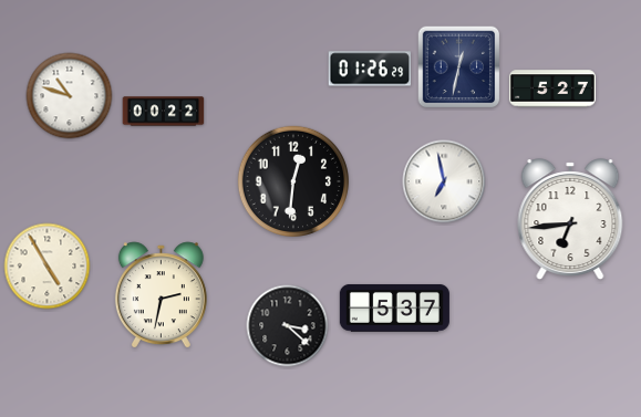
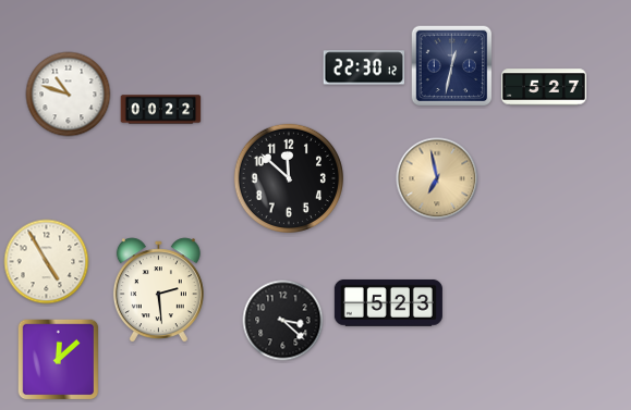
clock at (370, 69): 01:26 -> 22:30
clock at (292, 180): 12:31 -> 11:52
clock at (444, 181) dial: white -> champagne
clock at (570, 219): 6:44 -> none
clock at (161, 295): 2:32 -> 2:29
clock at (394, 307): 5:37 -> 5:23
clock at (59, 360): none -> 12:08
